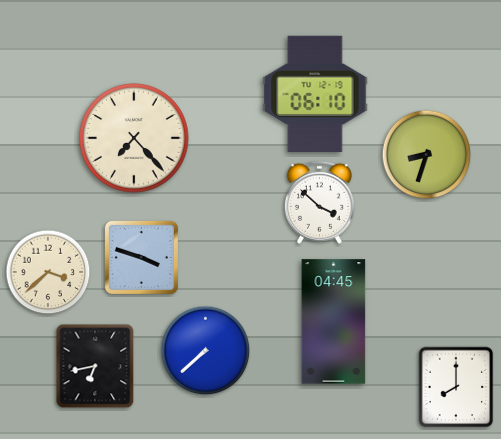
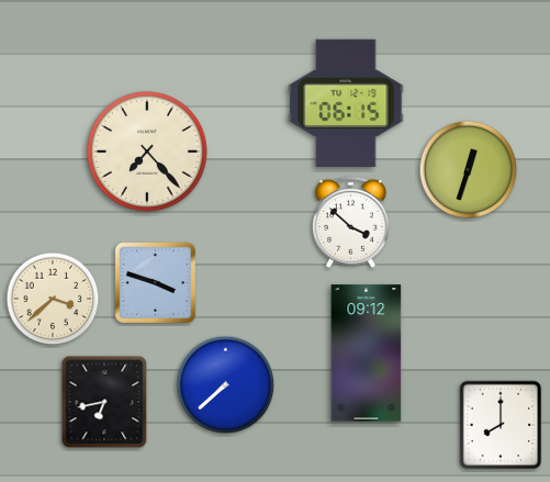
clock at (315, 94): 06:10 -> 06:15
clock at (427, 155): 8:33 -> 12:33
clock at (334, 322): 04:45 -> 09:12
